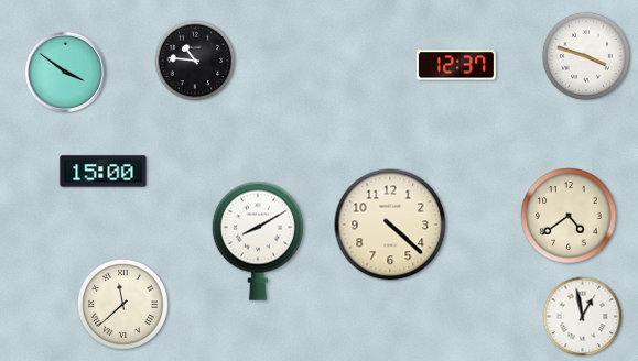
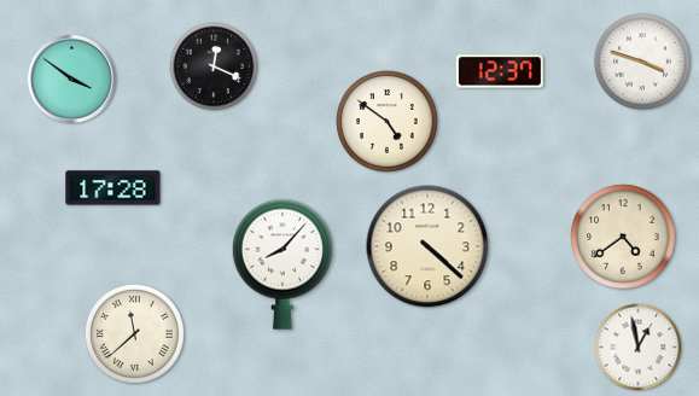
clock at (195, 61): 10:46 -> 12:19
clock at (388, 122): none -> 4:51
clock at (104, 172): 15:00 -> 17:28
clock at (258, 241): 8:10 -> 8:07
